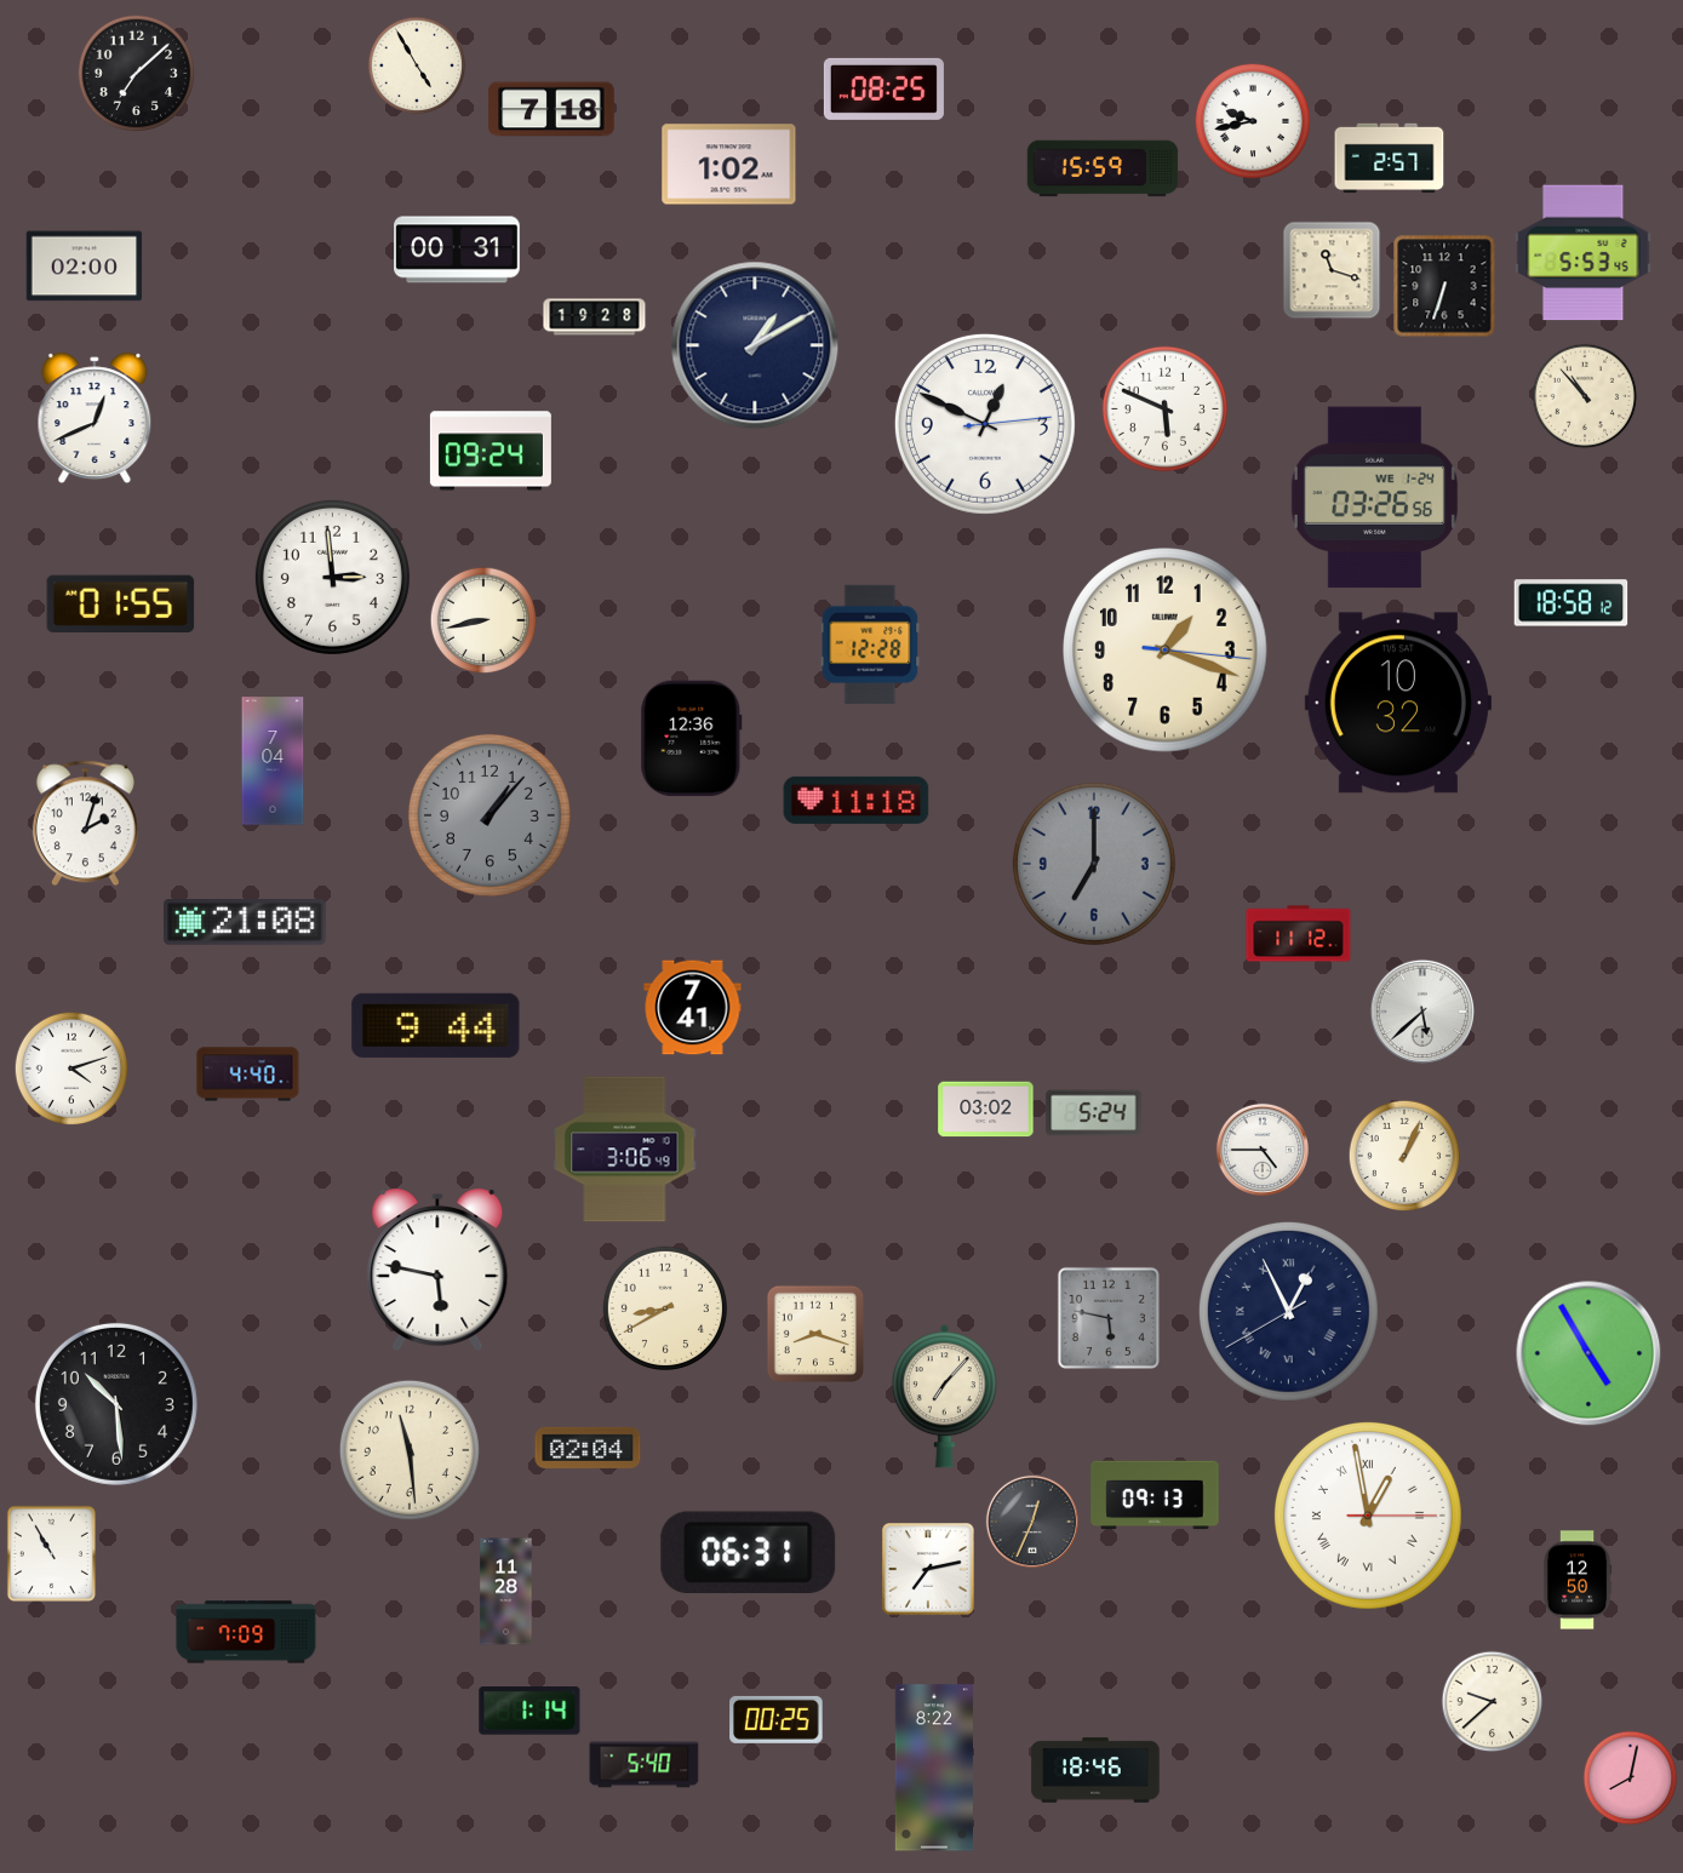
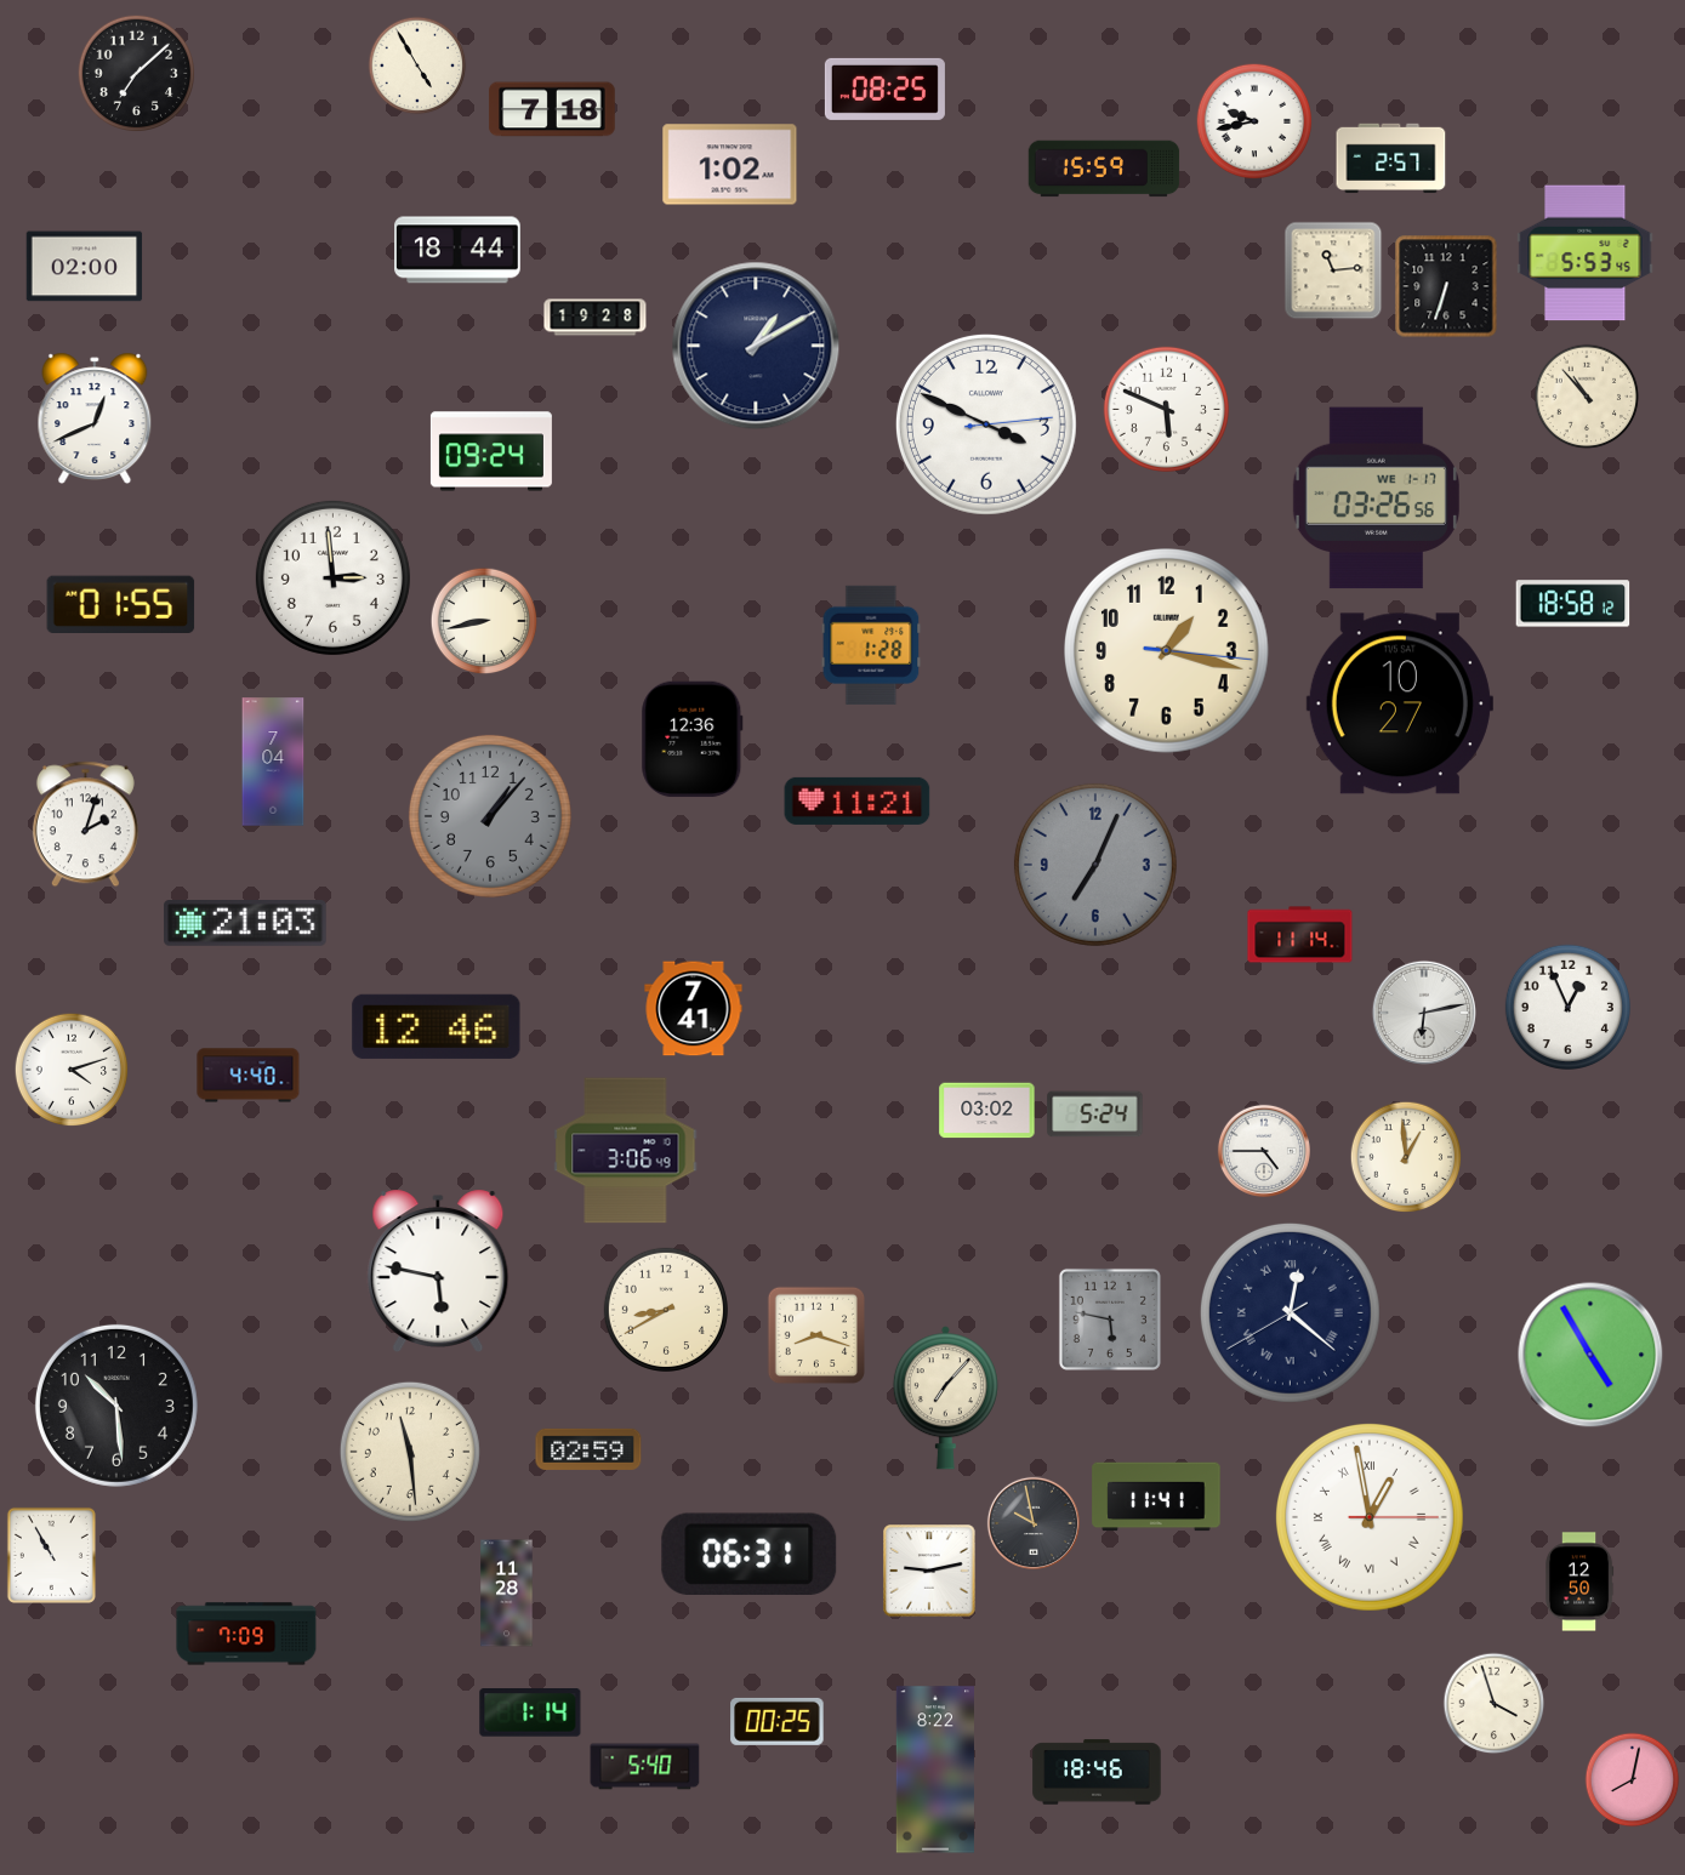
clock at (457, 250): 00:31 -> 18:44
clock at (1332, 270): 11:18 -> 11:14
clock at (985, 424): 12:49 -> 3:49
clock at (1374, 498) date: WE 1-24 -> WE 1-17
clock at (870, 645): 12:28 -> 1:28
clock at (1166, 651): 1:18 -> 1:17
clock at (1398, 703): 10:32 -> 10:27
clock at (857, 800): 11:18 -> 11:21
clock at (1094, 864): 7:00 -> 7:04
clock at (245, 923): 21:08 -> 21:03
clock at (1299, 934): 11:12 -> 11:14
clock at (1567, 1007): none -> 12:56
clock at (1422, 1012): 5:38 -> 6:13
clock at (436, 1025): 9:44 -> 12:46
clock at (1404, 1156): 1:04 -> 12:59
clock at (1288, 1311): 12:55 -> 12:21
clock at (588, 1448): 02:04 -> 02:59
clock at (1155, 1495): 09:13 -> 11:41
clock at (1032, 1522): 12:34 -> 9:58
clock at (928, 1569): 7:13 -> 9:13
clock at (1493, 1702): 9:38 -> 3:57
